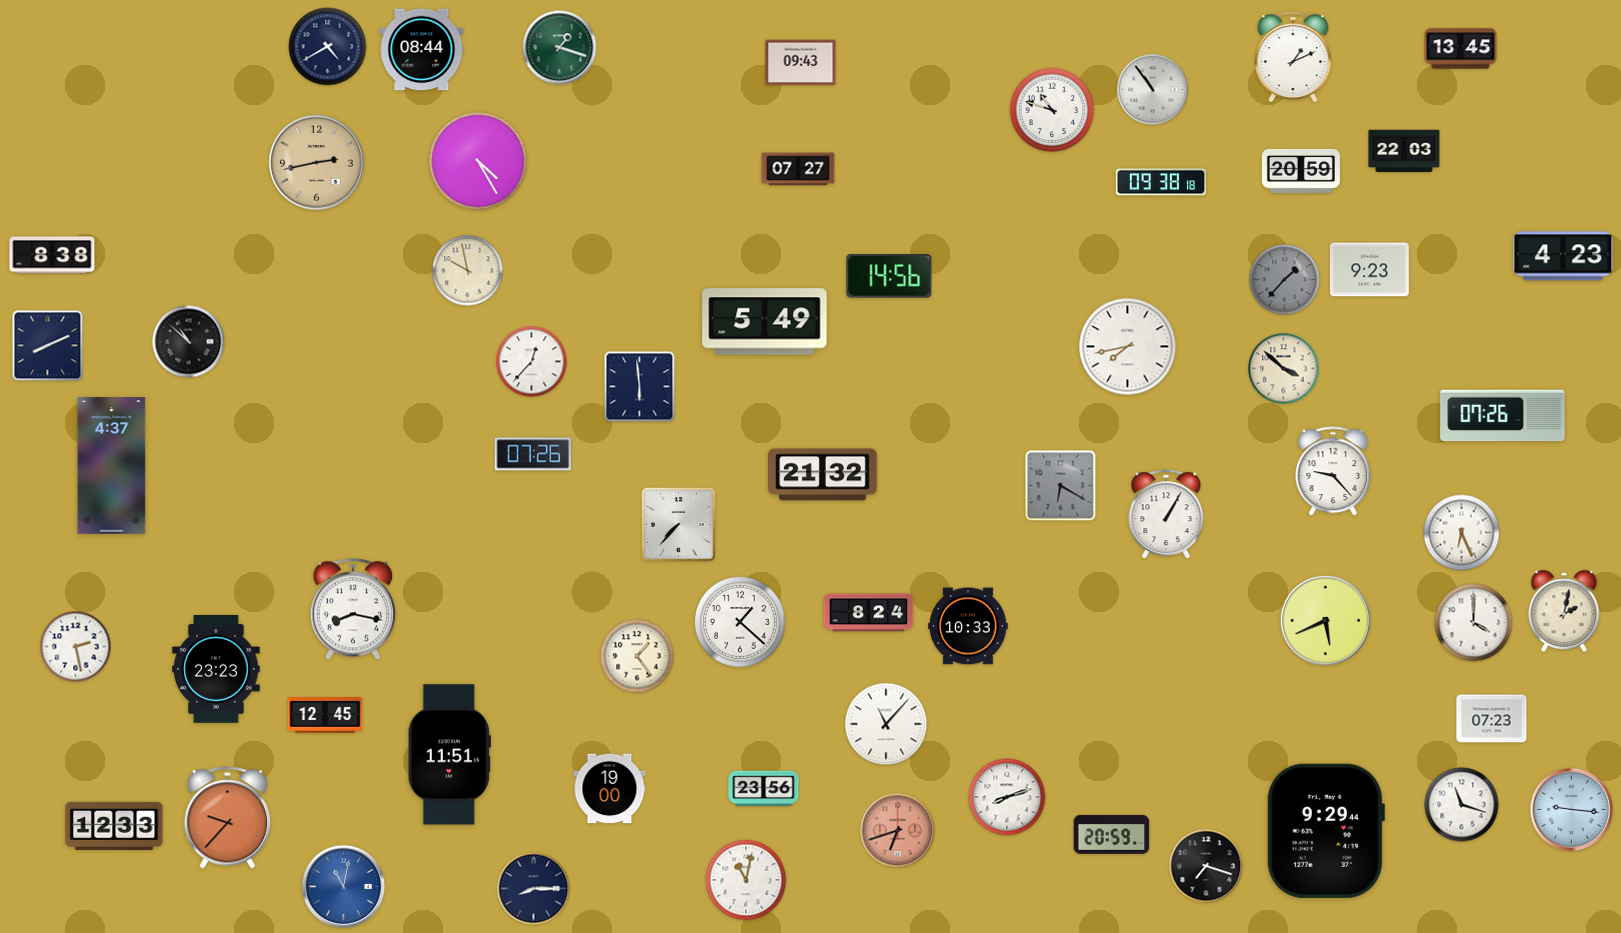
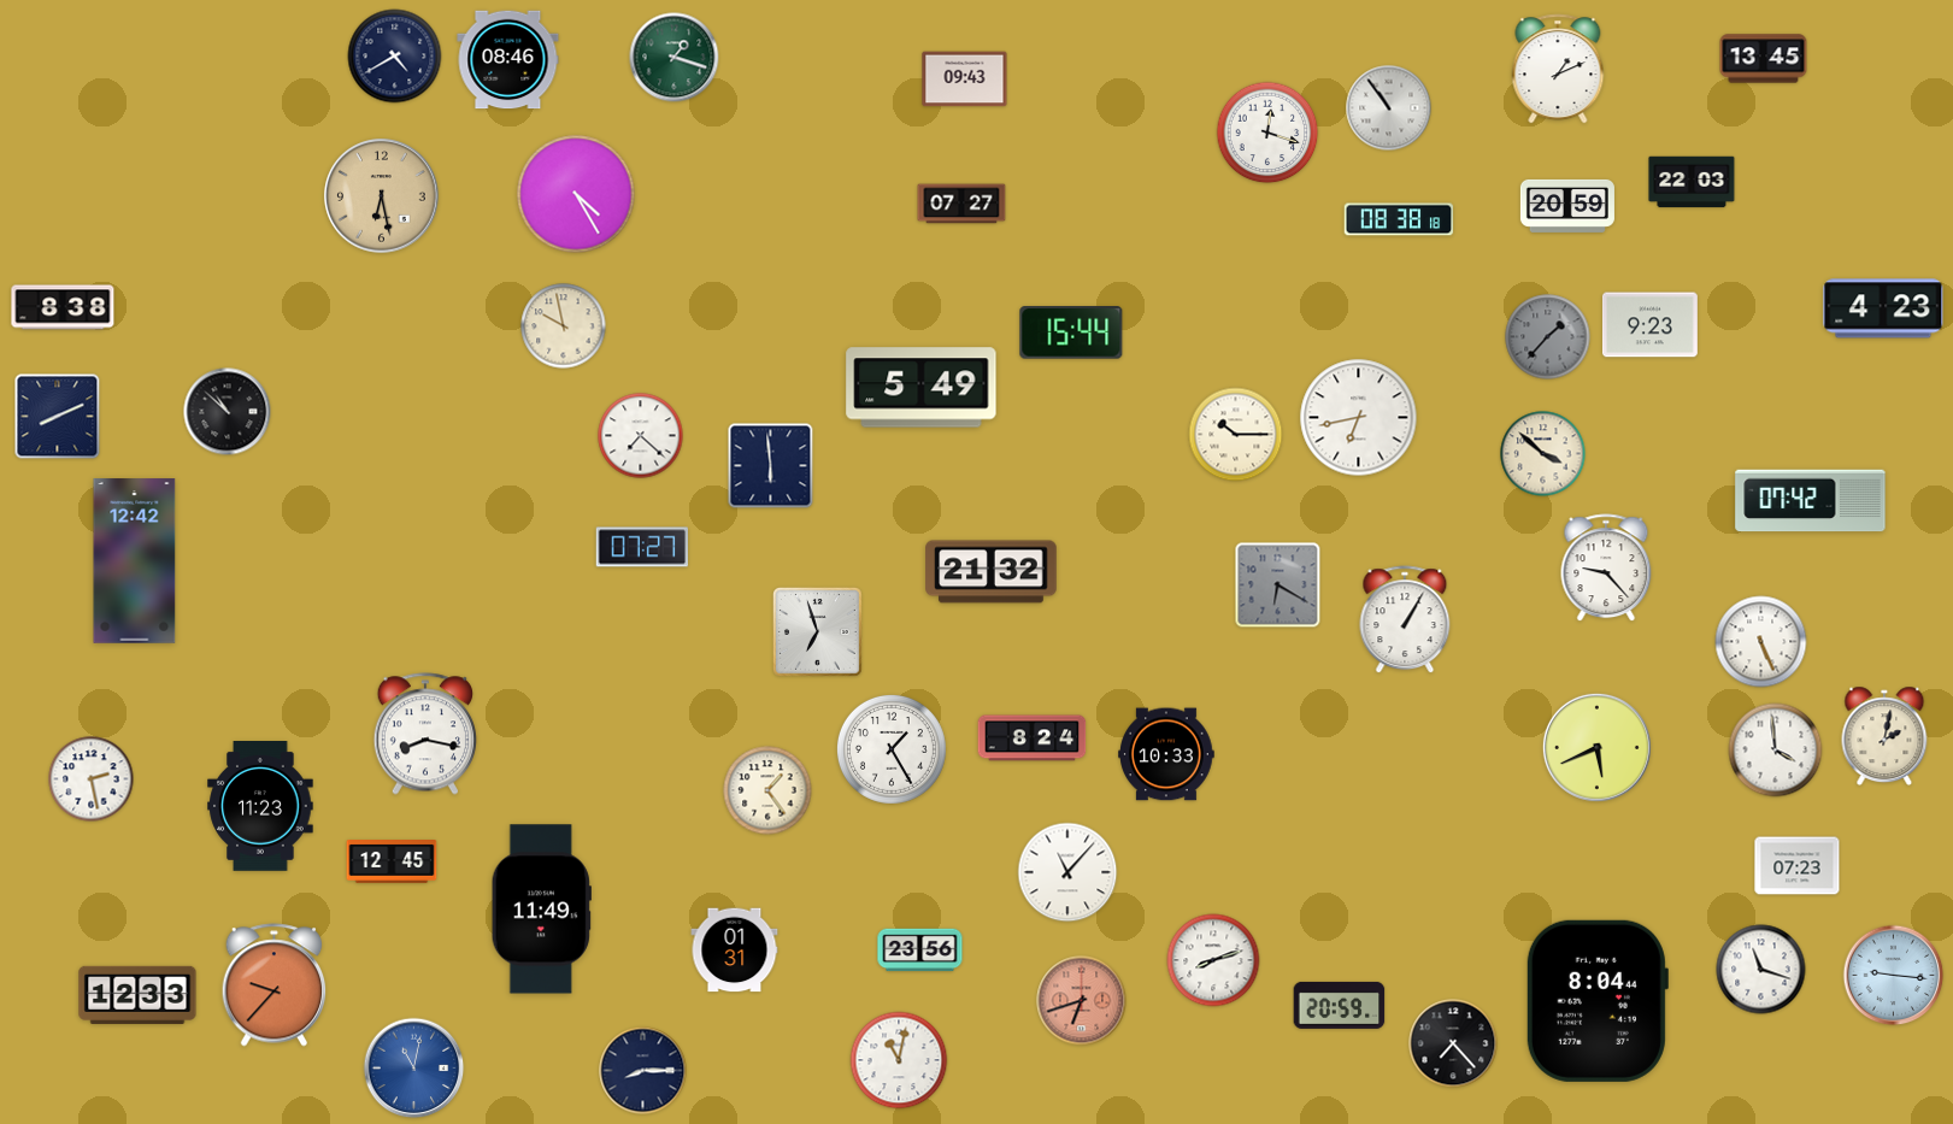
clock at (1461, 49) position: (1461, 49) -> (1764, 59)
clock at (422, 50): 08:44 -> 08:46
clock at (801, 63) position: (801, 63) -> (965, 80)
clock at (1052, 110): 10:48 -> 12:18
clock at (317, 163): 2:43 -> 6:28
clock at (1161, 182): 09:38 -> 08:38
clock at (889, 277): 14:56 -> 15:44
clock at (1128, 347): 7:43 -> 6:43
clock at (1236, 435): none -> 10:15
clock at (532, 362): 12:37 -> 7:22
clock at (1284, 369) position: (1284, 369) -> (1543, 454)
clock at (1503, 416): 07:26 -> 07:42
clock at (533, 454): 07:26 -> 07:27
clock at (112, 466): 4:37 -> 12:42
clock at (678, 524): 7:37 -> 6:57
clock at (1462, 533): 6:26 -> 5:26
clock at (869, 613) position: (869, 613) -> (1033, 738)
clock at (740, 622): 1:22 -> 1:25
clock at (1474, 623): 4:00 -> 3:59
clock at (216, 670): 23:23 -> 11:23
clock at (449, 755): 11:51 -> 11:49
clock at (610, 789): 19:00 -> 01:31
clock at (1325, 831): 9:29 -> 8:04
clock at (1206, 866): 7:18 -> 7:23
